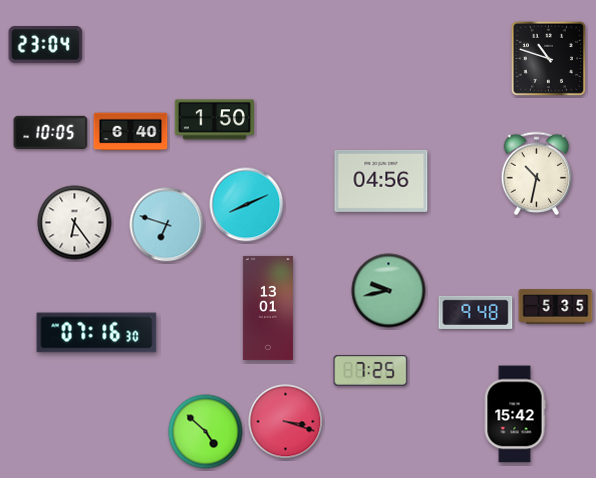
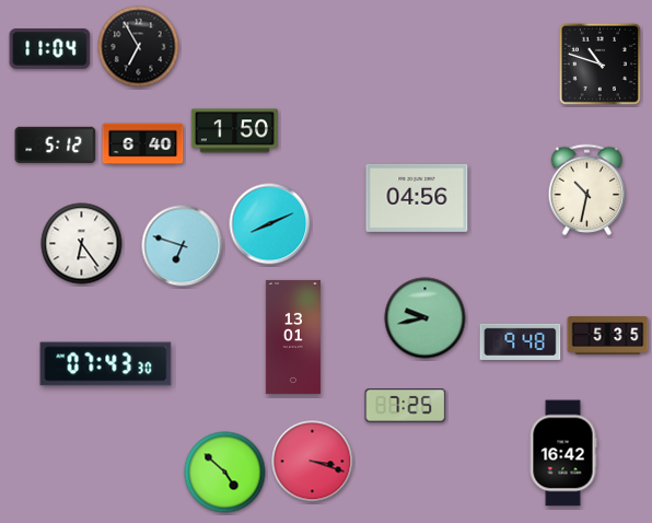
clock at (139, 47): none -> 6:55
clock at (46, 45): 23:04 -> 11:04
clock at (51, 132): 10:05 -> 5:12
clock at (97, 333): 07:16 -> 07:43
clock at (515, 414): 15:42 -> 16:42
